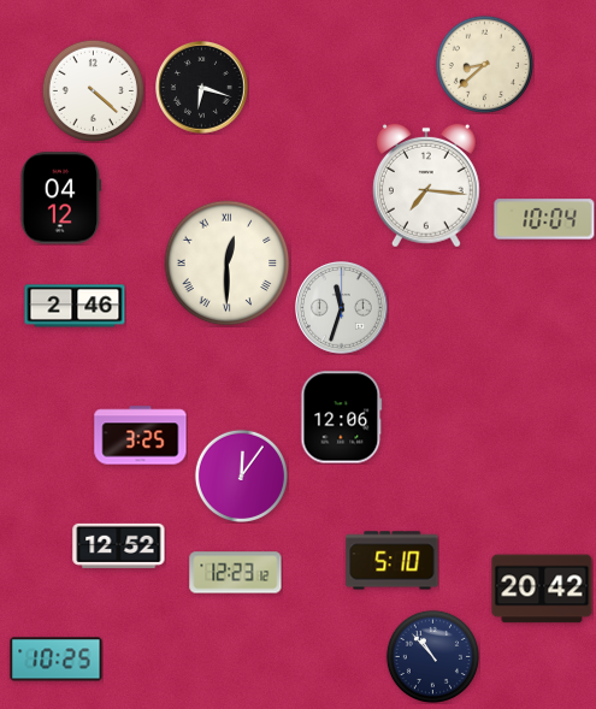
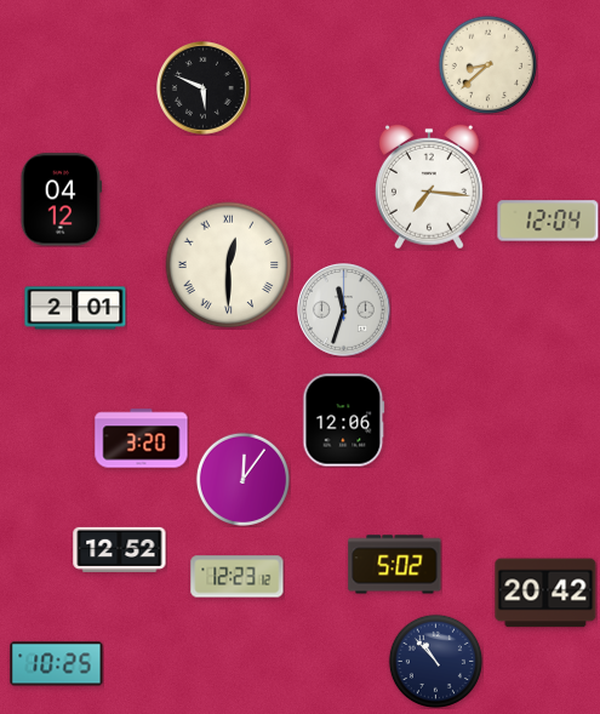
clock at (202, 88): 6:18 -> 5:49
clock at (93, 90): 4:22 -> none
clock at (544, 219): 10:04 -> 12:04
clock at (75, 306): 2:46 -> 2:01
clock at (141, 436): 3:25 -> 3:20
clock at (393, 561): 5:10 -> 5:02
